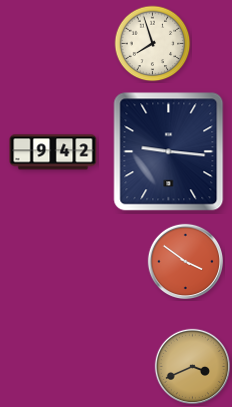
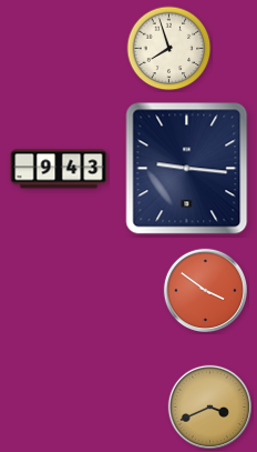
clock at (53, 152): 9:42 -> 9:43
clock at (192, 366) position: (192, 366) -> (209, 406)
